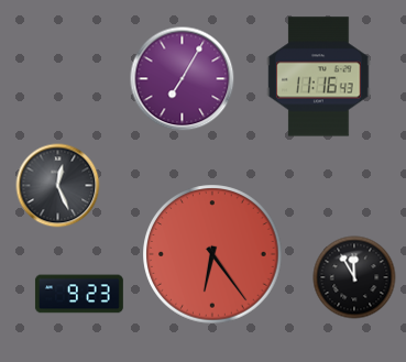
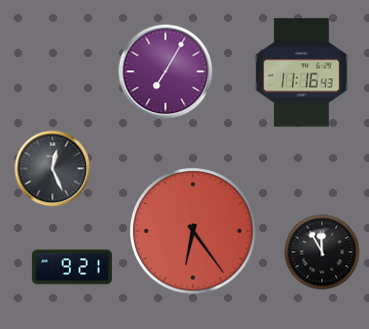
clock at (319, 77) position: (319, 77) -> (302, 73)
clock at (79, 294): 9:23 -> 9:21
